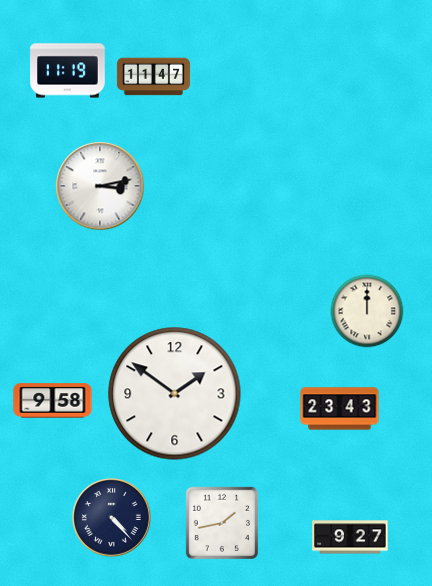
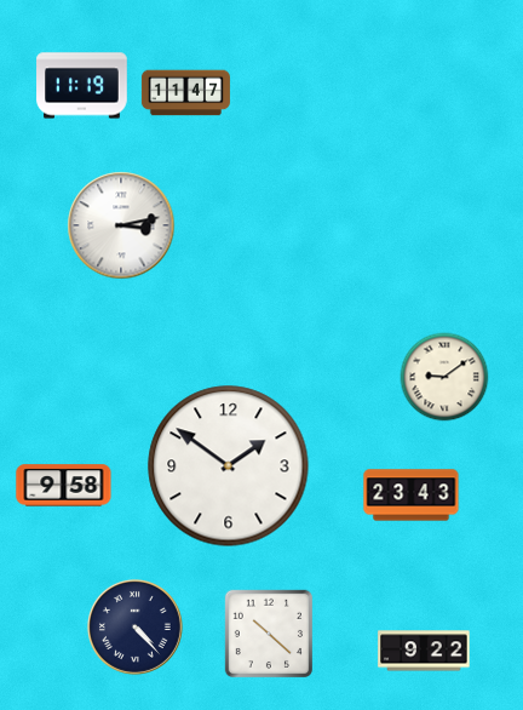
clock at (367, 311): 12:00 -> 9:09
clock at (175, 394) position: (175, 394) -> (229, 466)
clock at (221, 522): 1:43 -> 10:22
clock at (350, 537): 9:27 -> 9:22
